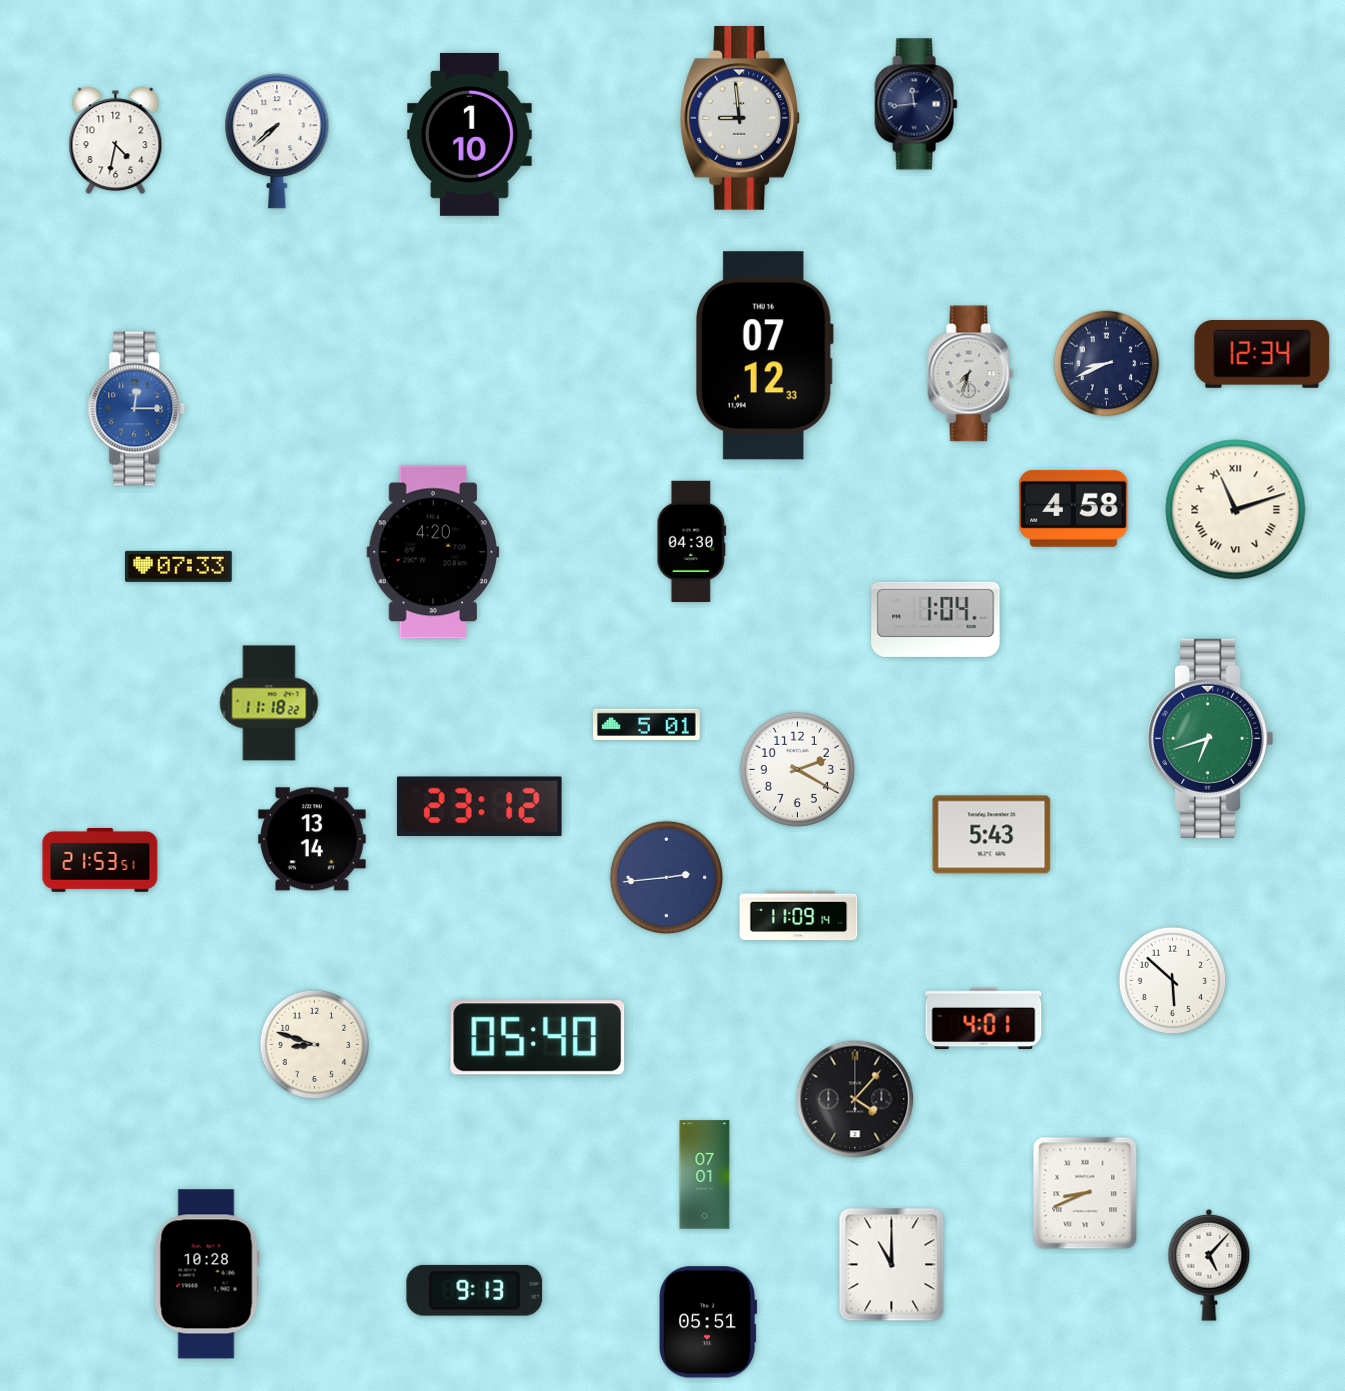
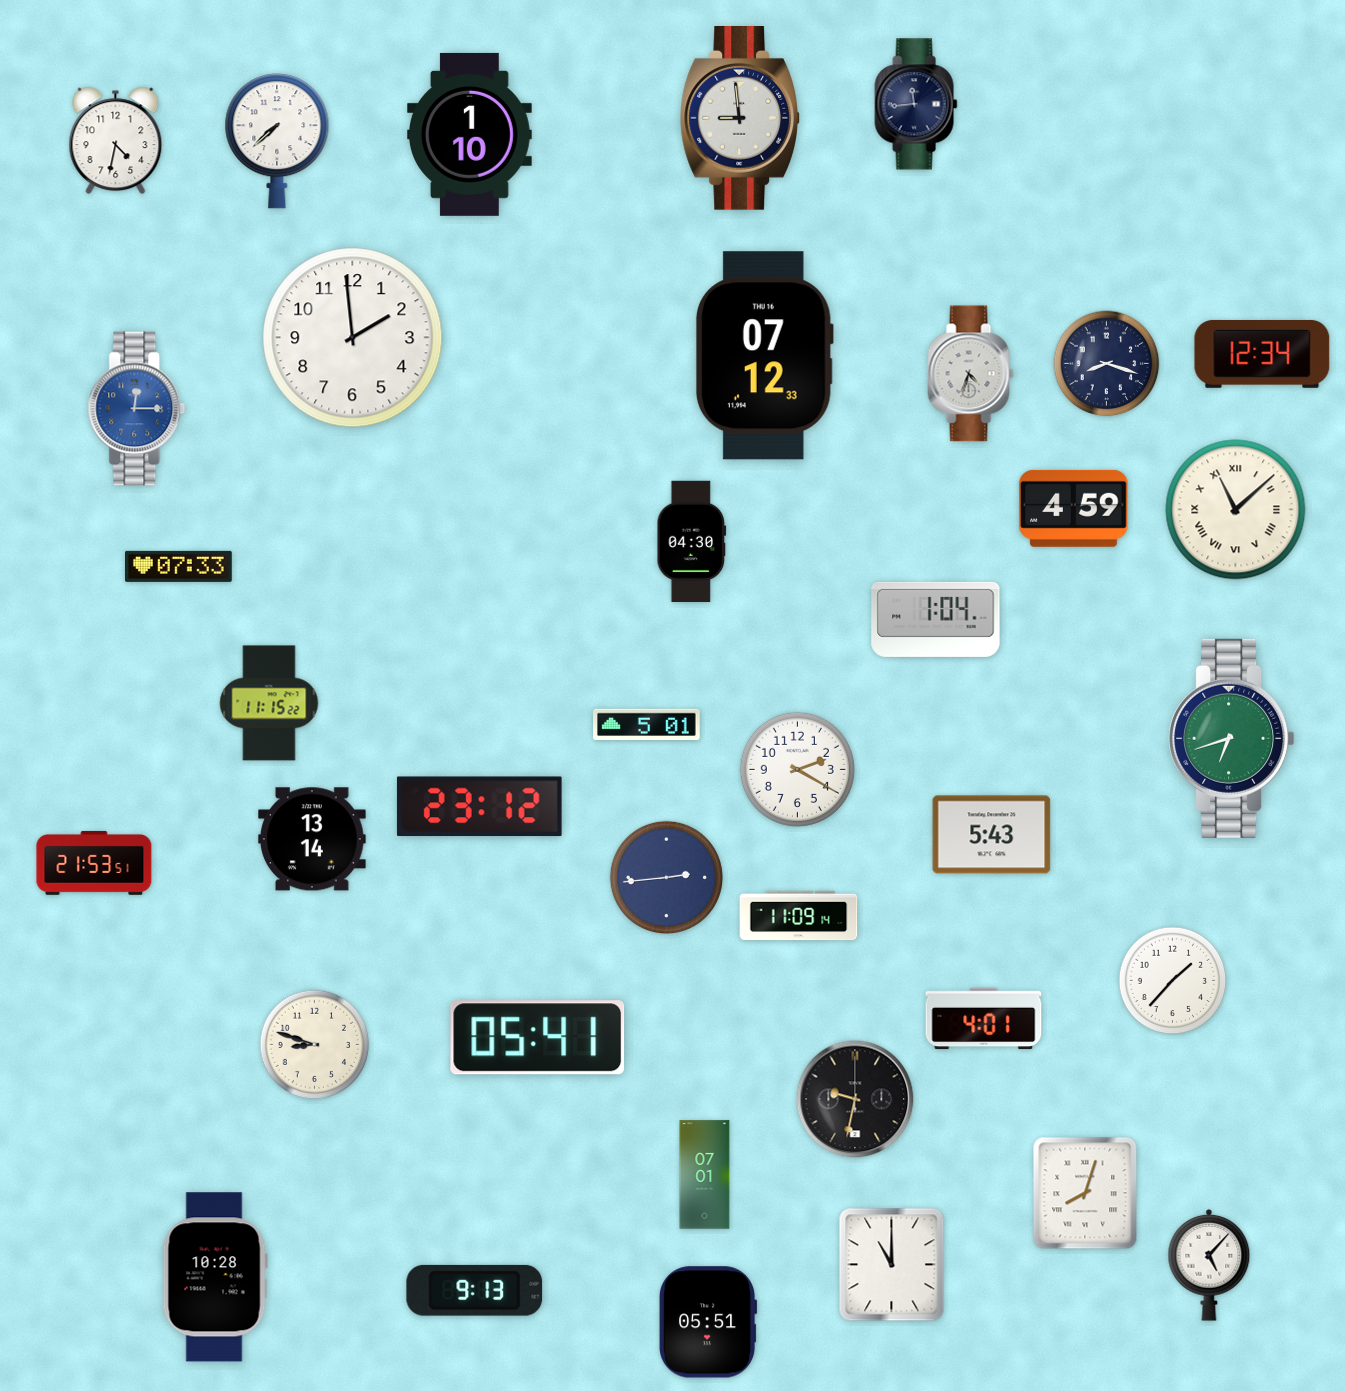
clock at (353, 338): none -> 1:59
clock at (1107, 364): 8:41 -> 8:18
clock at (971, 374): 7:33 -> 4:33
clock at (1074, 508): 4:58 -> 4:59
clock at (1236, 510): 11:12 -> 11:08
clock at (433, 552): 4:20 -> none
clock at (269, 703): 11:18 -> 11:15
clock at (1211, 738) position: (1211, 738) -> (1232, 738)
clock at (100, 860) position: (100, 860) -> (94, 863)
clock at (1173, 981): 5:52 -> 1:37
clock at (538, 1038): 05:40 -> 05:41
clock at (855, 1099): 4:07 -> 9:32
clock at (1085, 1193): 8:41 -> 8:03
clock at (207, 1274) position: (207, 1274) -> (215, 1277)
